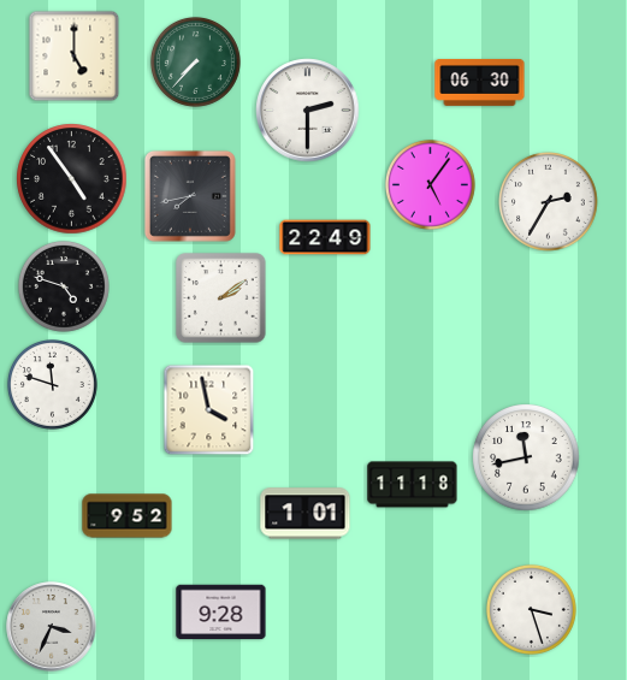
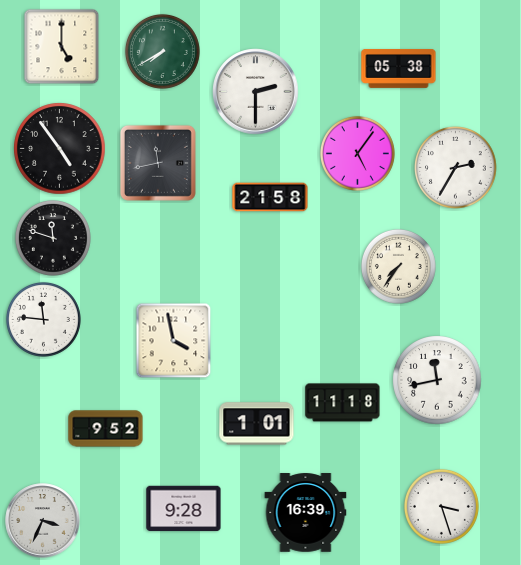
clock at (195, 61): 7:37 -> 7:40
clock at (480, 83): 06:30 -> 05:38
clock at (190, 196): 7:43 -> 11:43
clock at (325, 237): 22:49 -> 21:58
clock at (64, 286): 4:48 -> 11:48
clock at (221, 298): 2:09 -> none
clock at (398, 266): none -> 7:36
clock at (52, 384): 11:48 -> 11:46
clock at (306, 514) position: (306, 514) -> (257, 424)
clock at (306, 513): none -> 16:39
